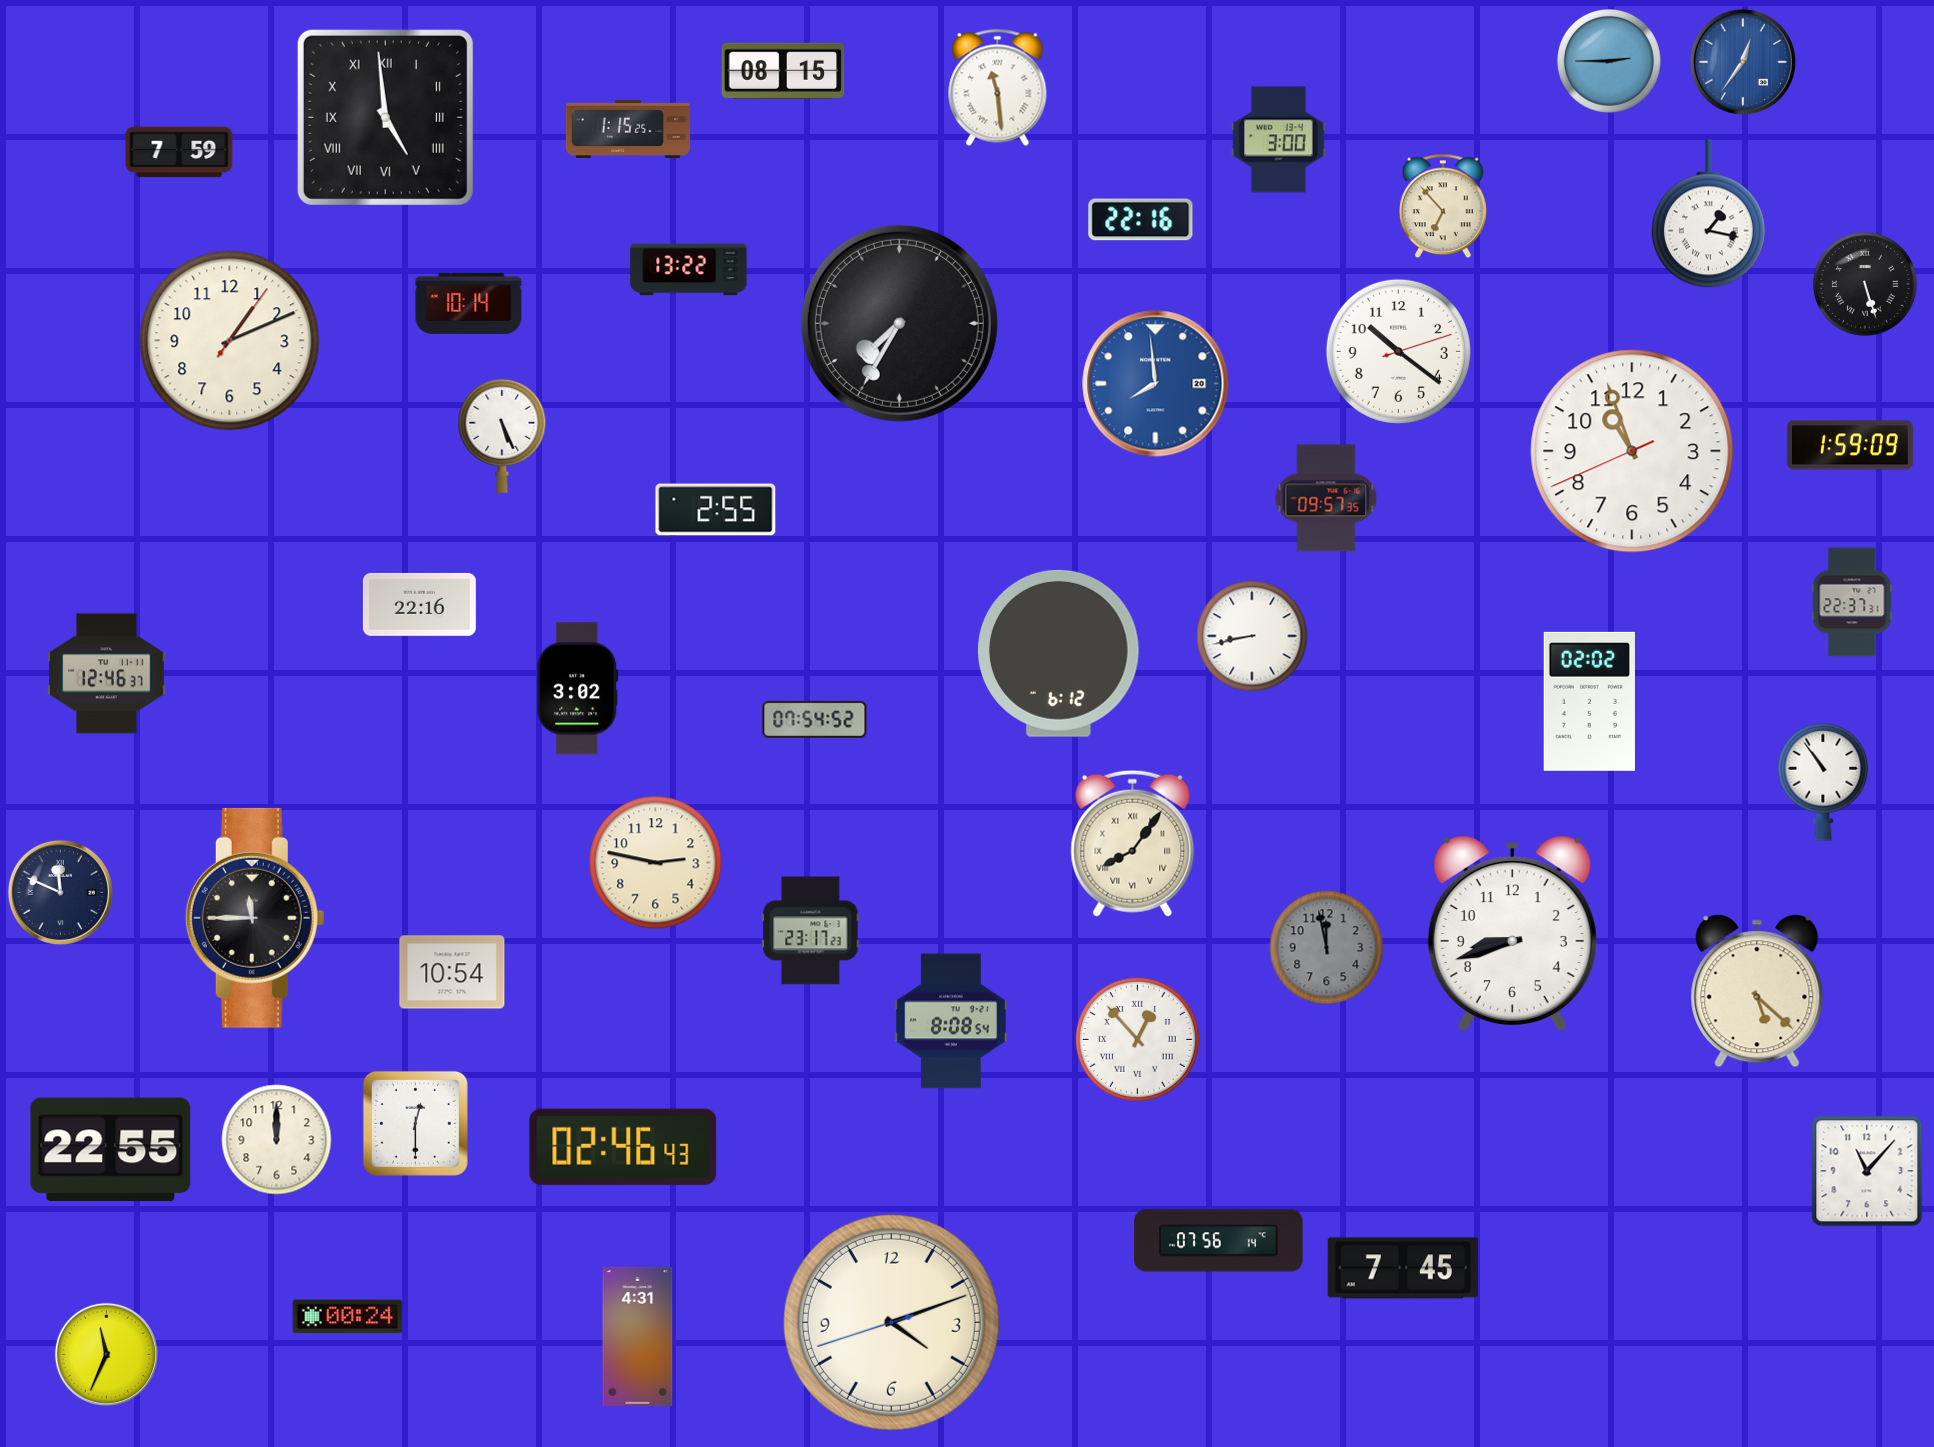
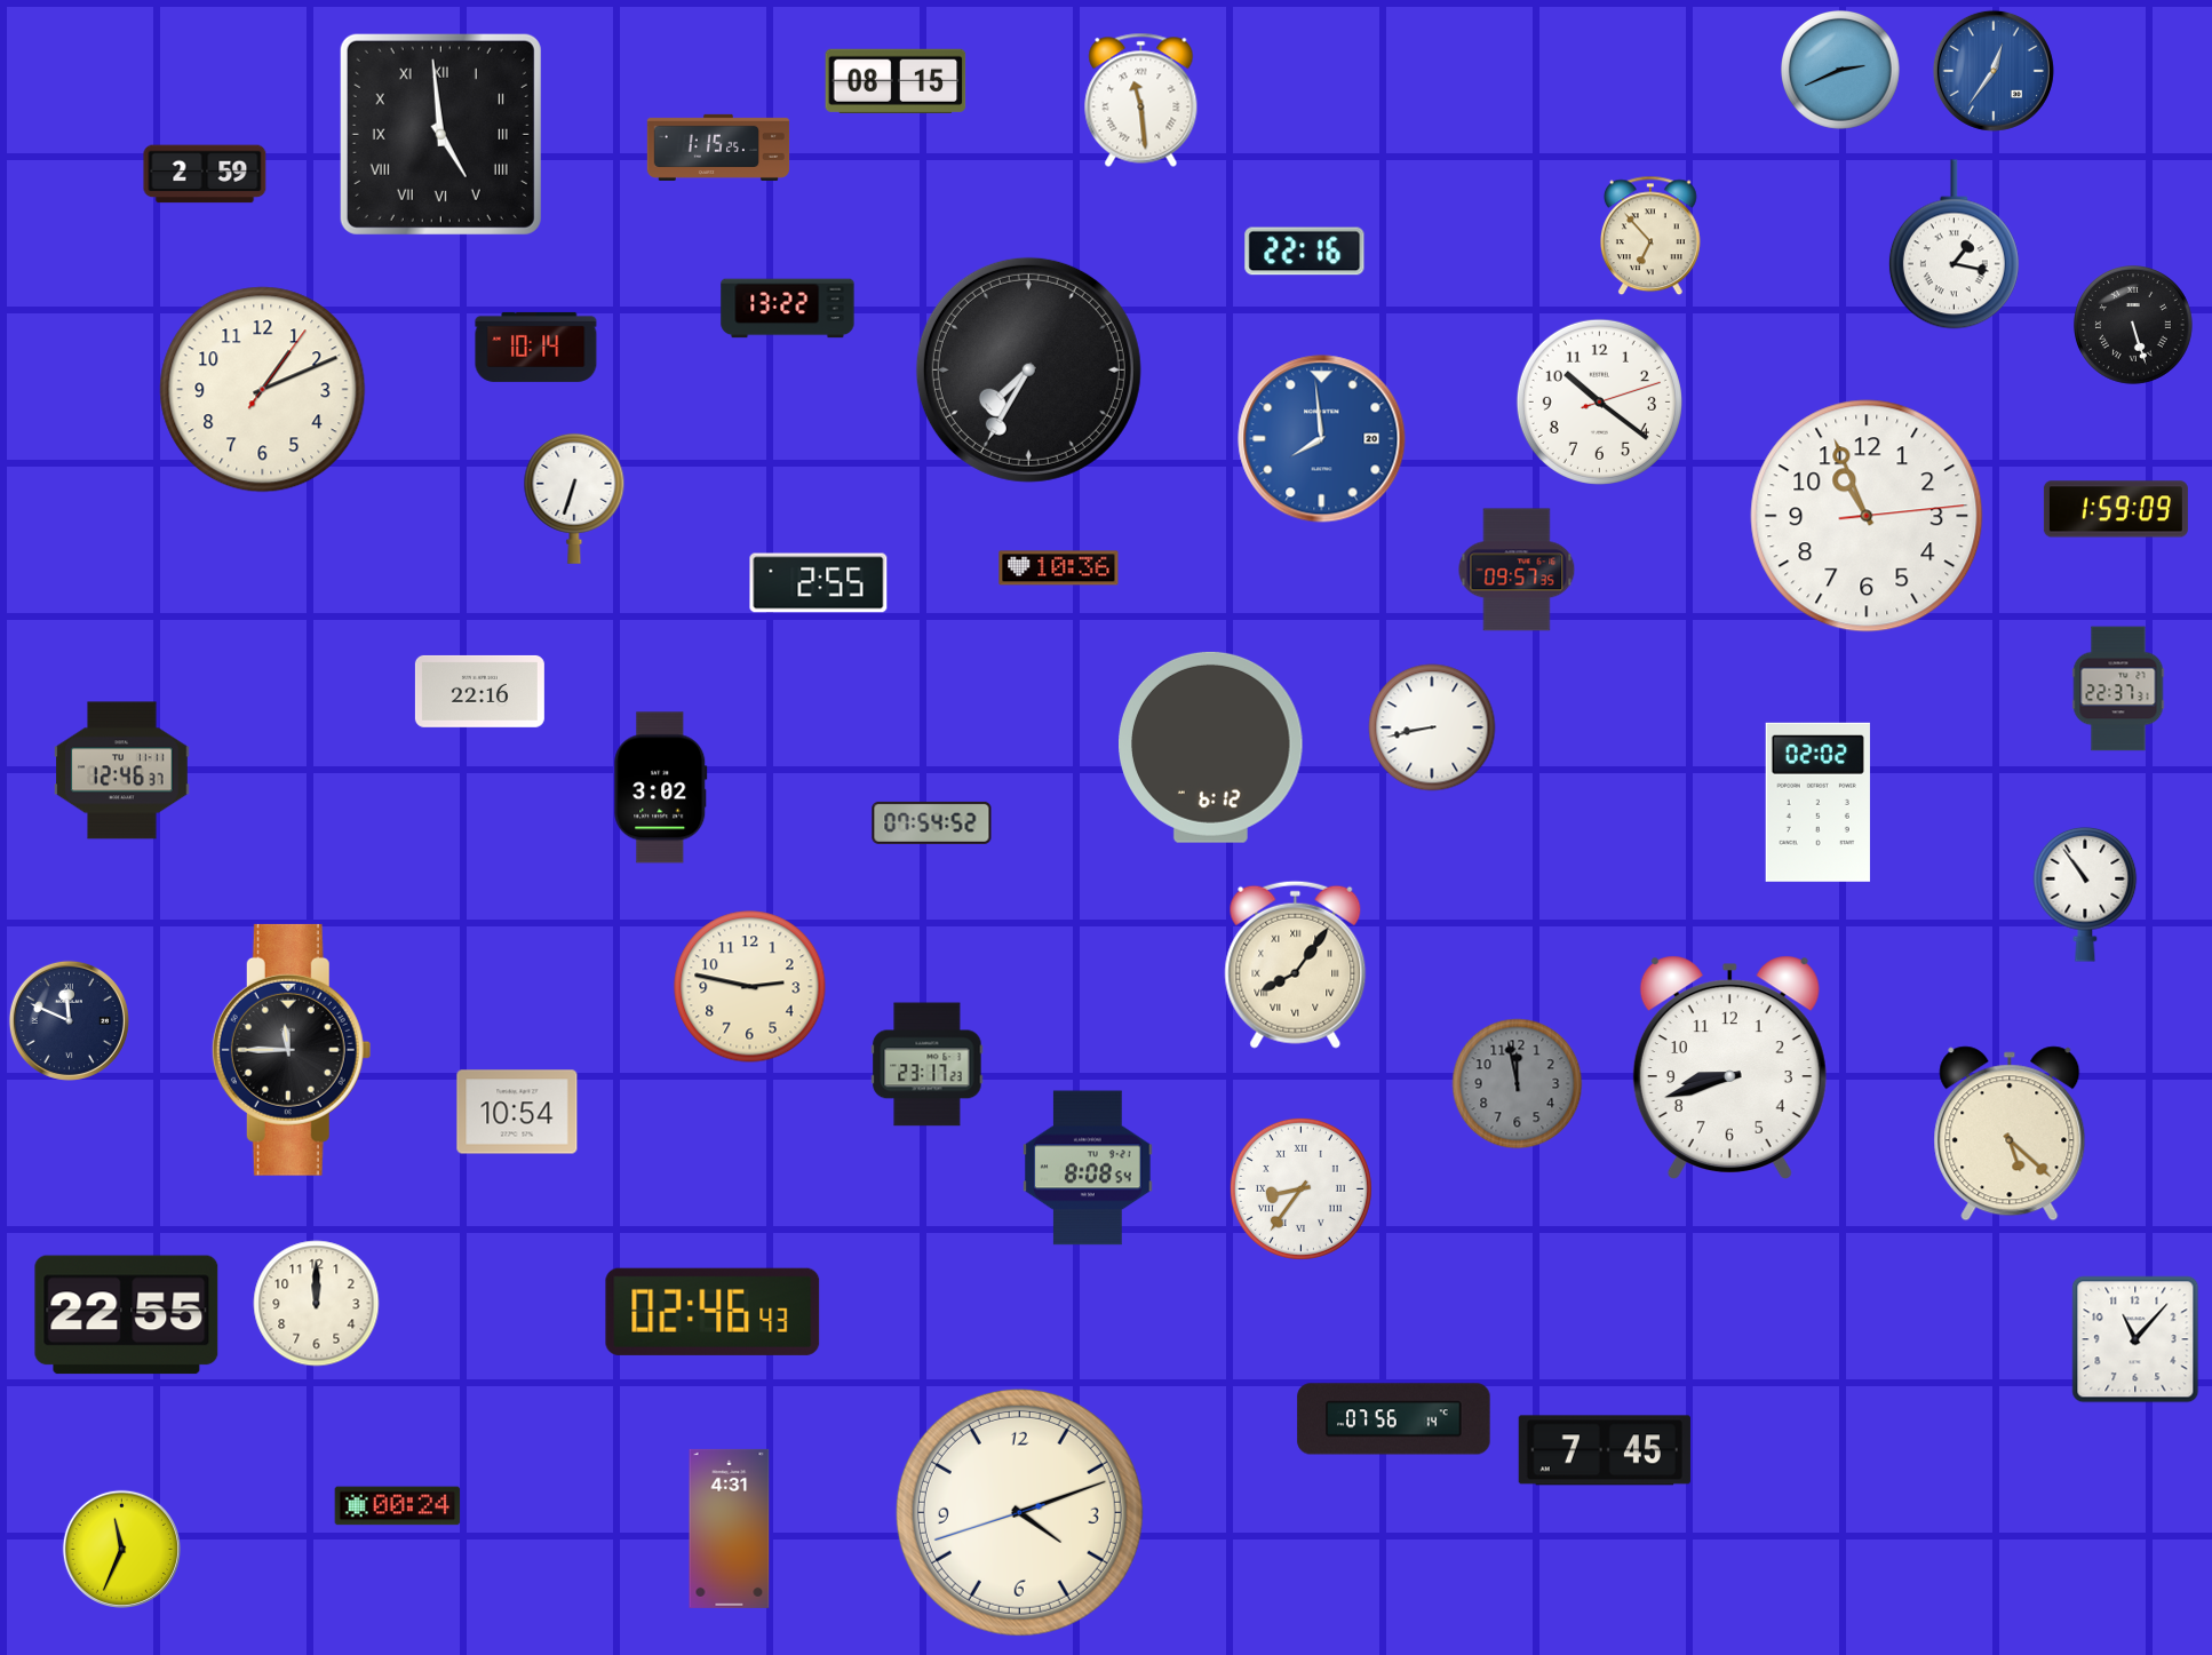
clock at (1610, 62): 2:45 -> 2:41
clock at (1279, 140): 3:00 -> none
clock at (179, 152): 7:59 -> 2:59
clock at (502, 436): 5:26 -> 6:33
clock at (1632, 451): 10:56:41 -> 10:56:14
clock at (1059, 568): none -> 10:36
clock at (1137, 1039): 12:53 -> 8:36
clock at (415, 1123): 12:30 -> none
